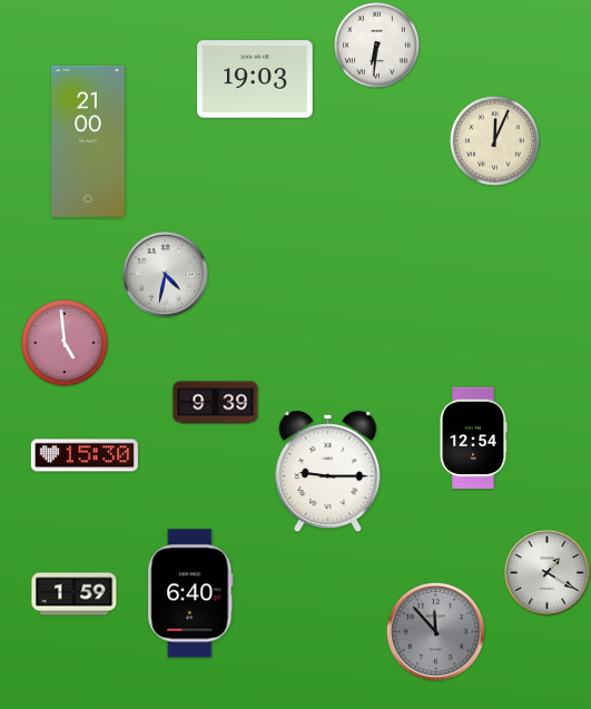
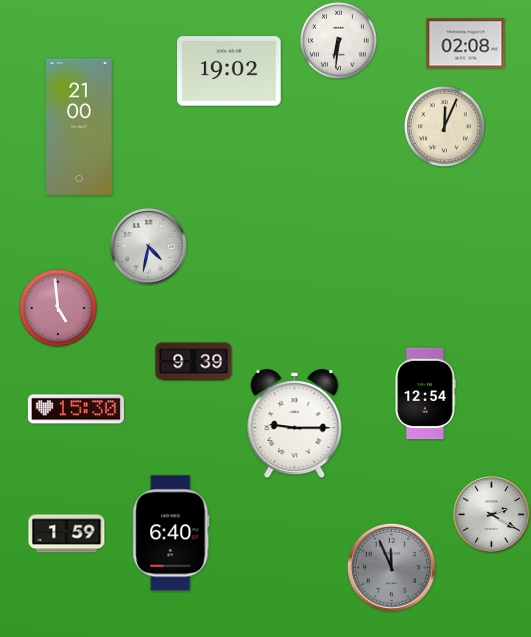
clock at (466, 44): none -> 02:08
clock at (255, 79): 19:03 -> 19:02
clock at (548, 573): 1:20 -> 2:20
clock at (435, 631): 11:53 -> 11:56
